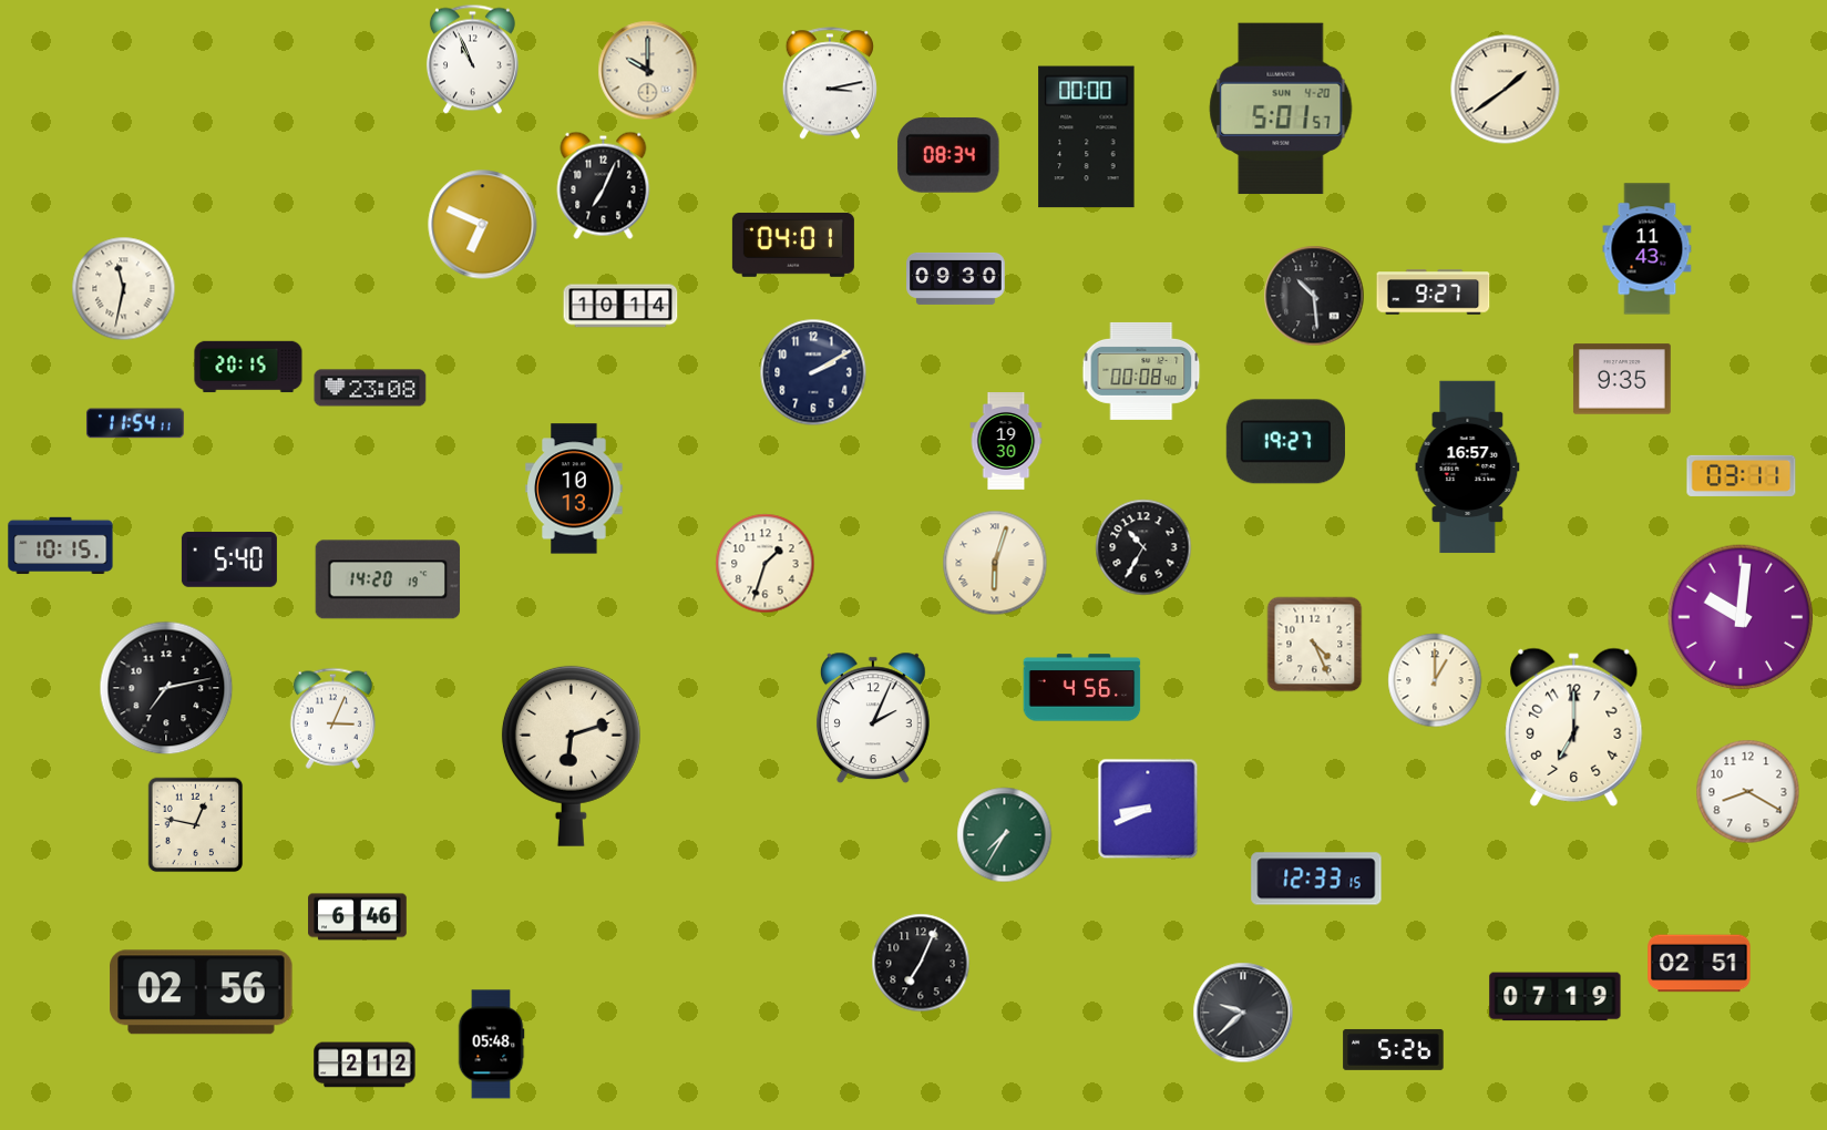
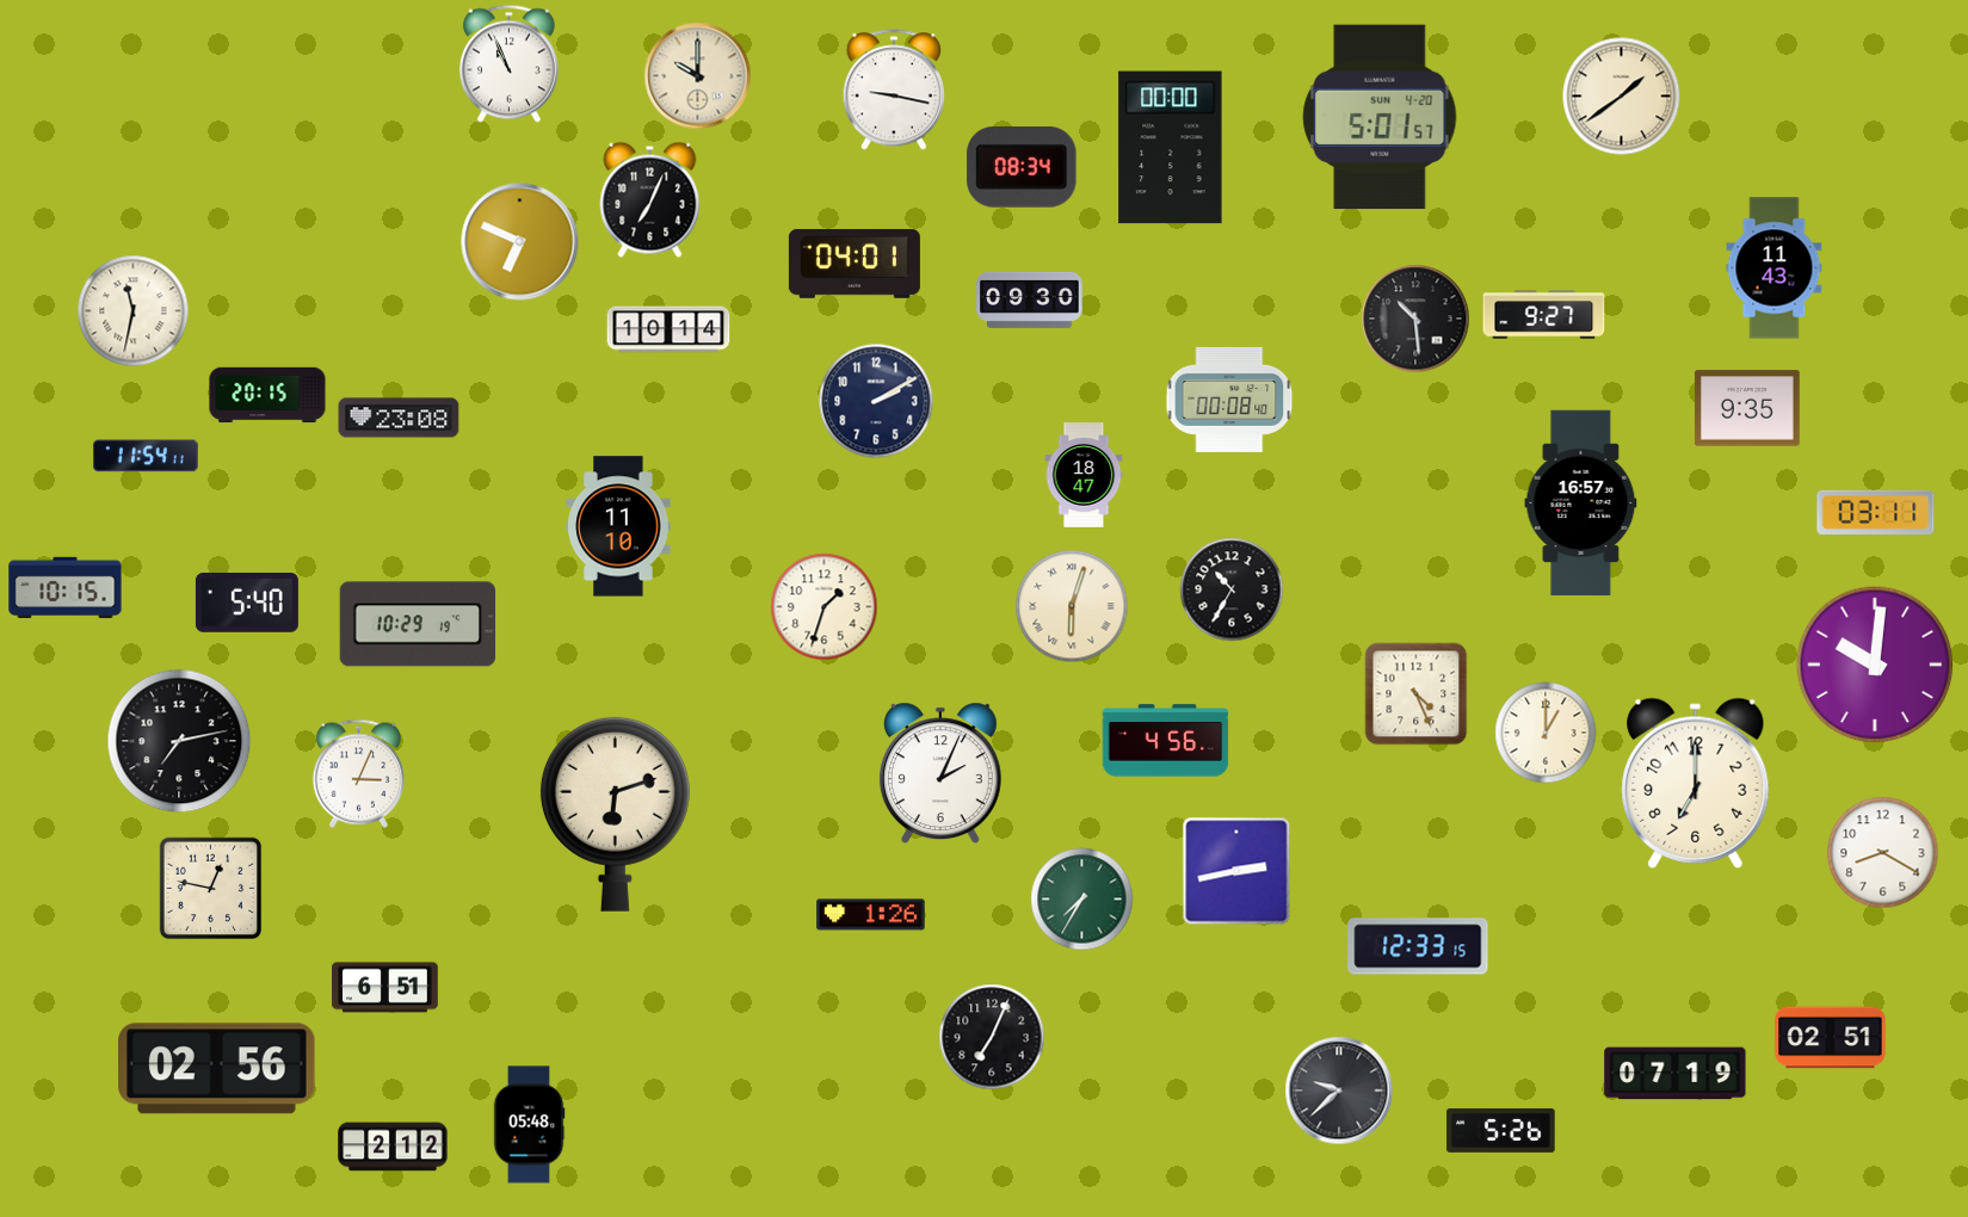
clock at (829, 83): 3:13 -> 9:17
clock at (1006, 442): 19:30 -> 18:47
clock at (1285, 442): 19:27 -> none
clock at (574, 489): 10:13 -> 11:10
clock at (388, 579): 14:20 -> 10:29
clock at (1148, 809): 8:41 -> 2:43
clock at (871, 915): none -> 1:26
clock at (358, 917): 6:46 -> 6:51
